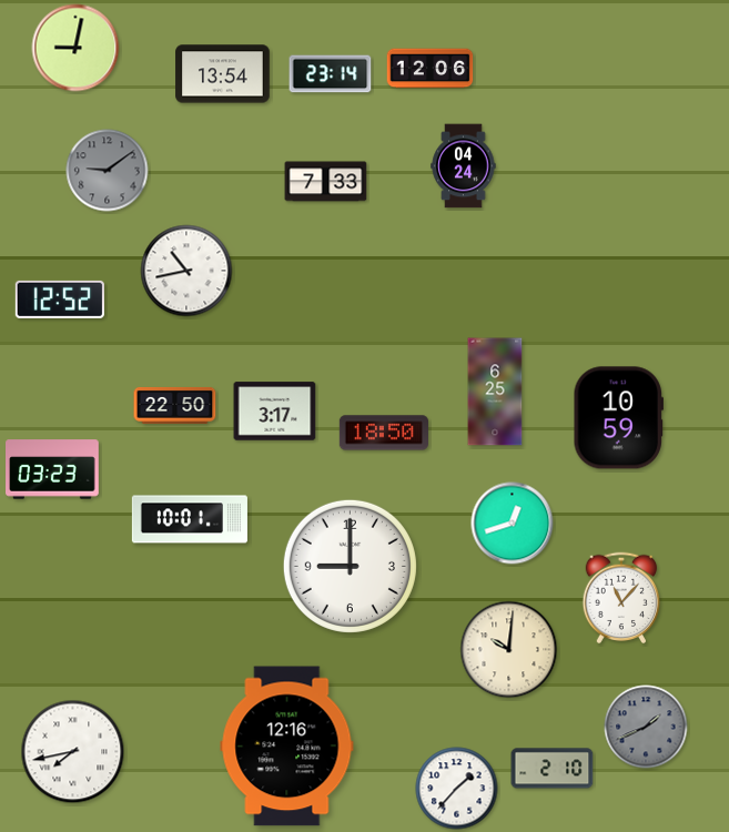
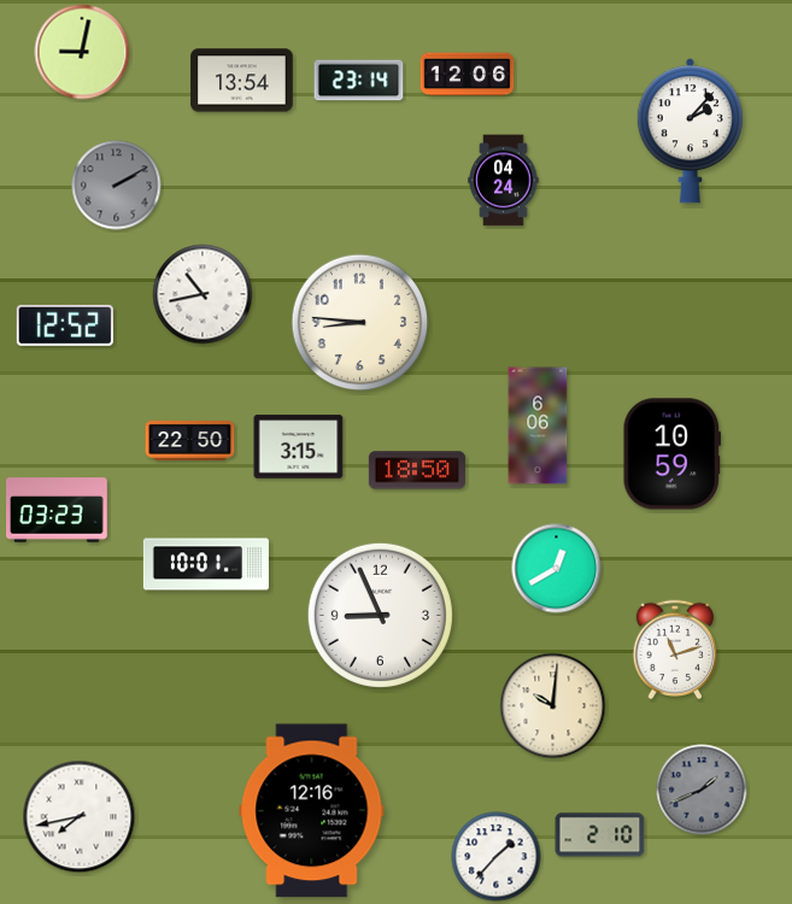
clock at (690, 131): none -> 2:07
clock at (108, 171): 9:09 -> 2:10
clock at (326, 182): 7:33 -> none
clock at (360, 323): none -> 8:46
clock at (495, 392): 6:25 -> 6:06
clock at (275, 412): 3:17 -> 3:15
clock at (513, 524): 12:42 -> 12:40
clock at (350, 566): 9:00 -> 8:56
clock at (621, 598): 11:07 -> 11:12
